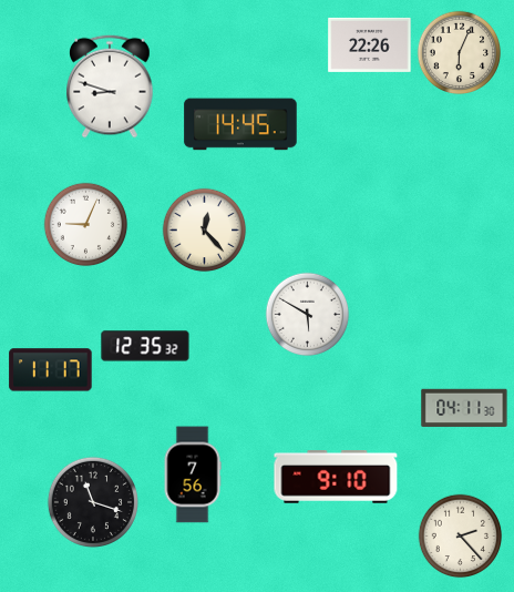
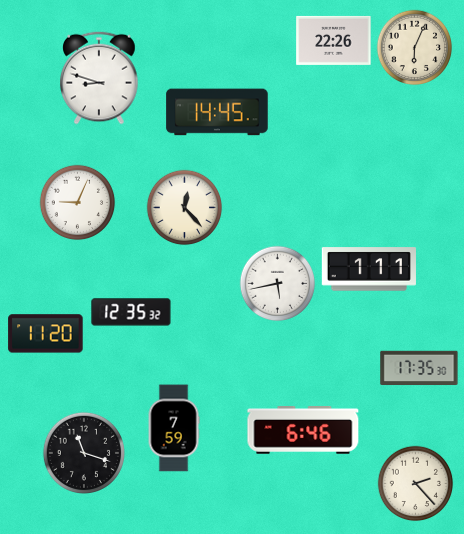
clock at (369, 269): none -> 1:11
clock at (308, 315): 5:50 -> 5:43
clock at (51, 370): 11:17 -> 11:20
clock at (464, 408): 04:11 -> 17:35
clock at (193, 474): 7:56 -> 7:59
clock at (336, 478): 9:10 -> 6:46
